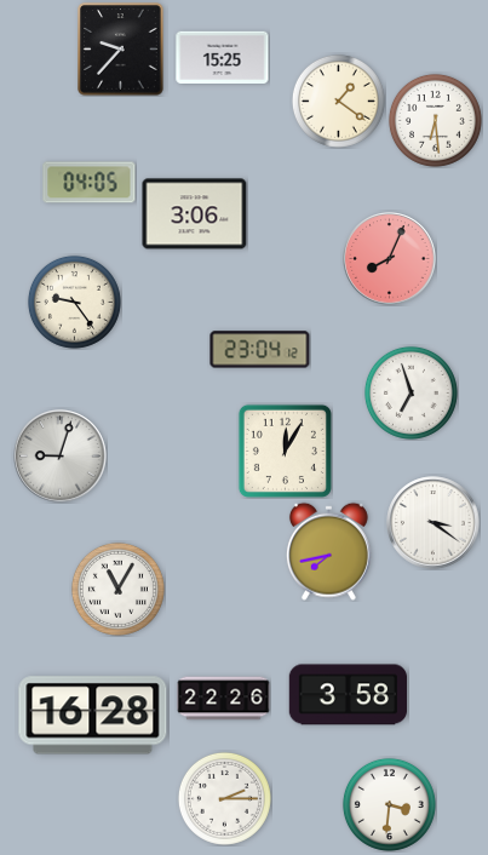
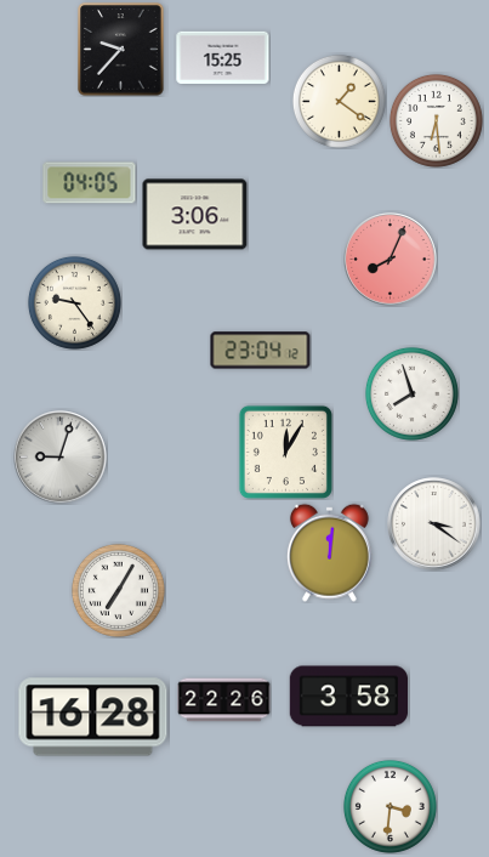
clock at (411, 392): 6:57 -> 7:57
clock at (328, 551): 7:43 -> 12:01
clock at (117, 589): 11:05 -> 7:05
clock at (224, 798): 2:15 -> none
